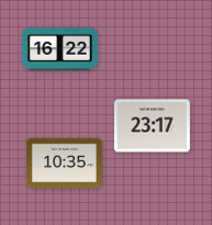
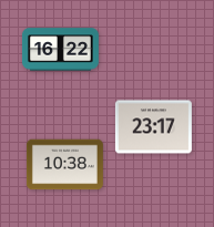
clock at (64, 164): 10:35 -> 10:38
